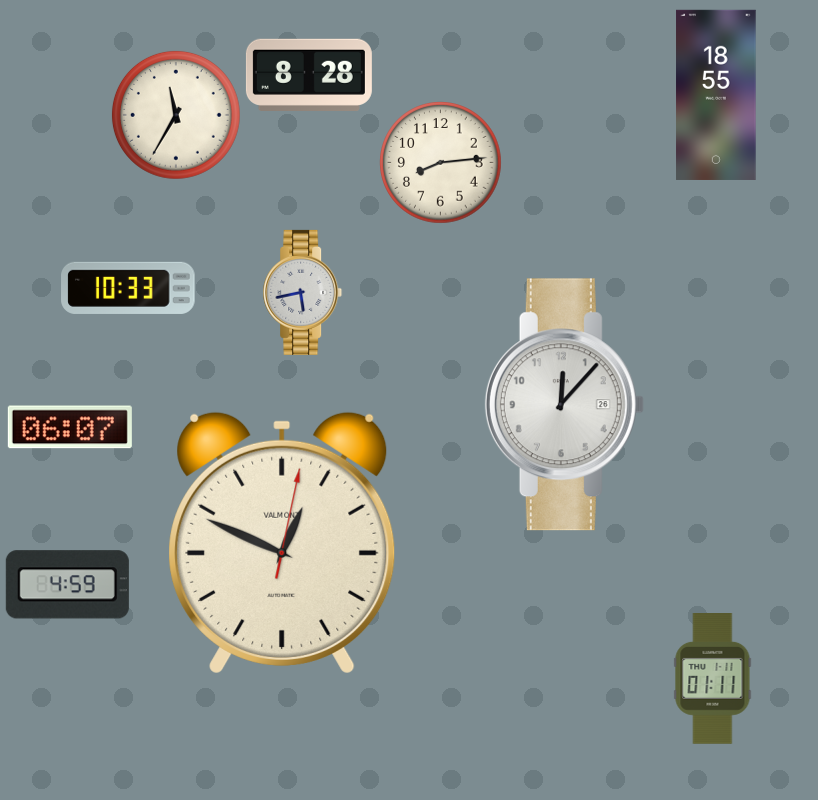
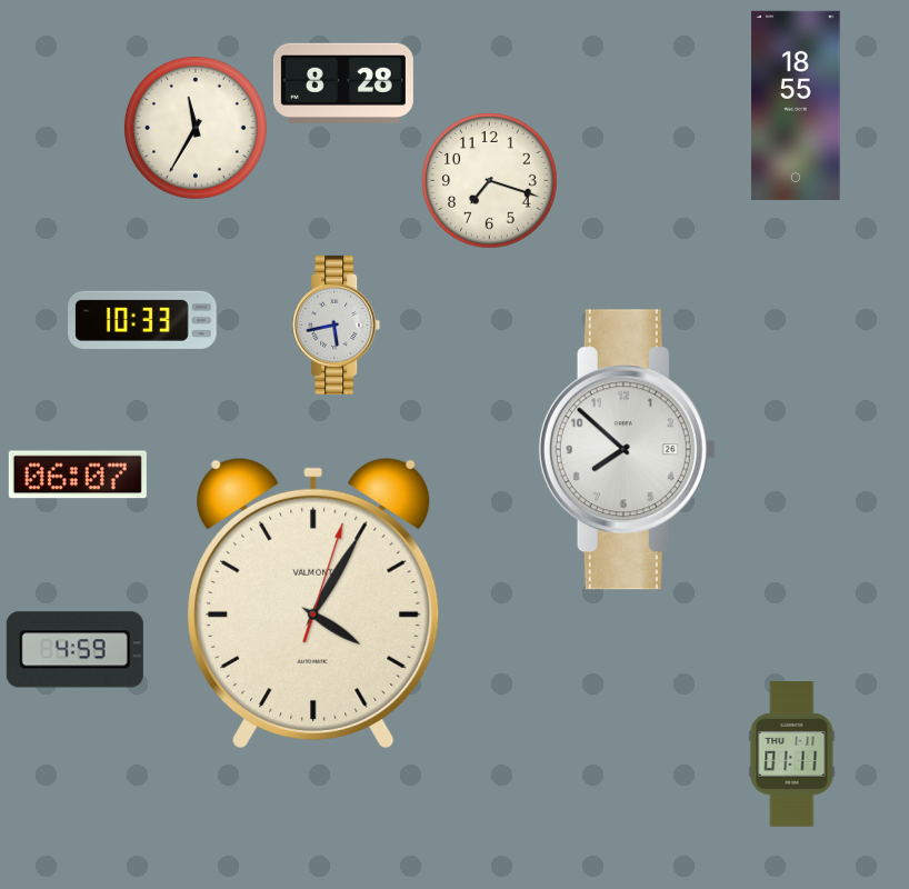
clock at (441, 163): 8:14 -> 7:18
clock at (564, 405): 12:07 -> 7:52
clock at (282, 543): 12:49 -> 4:05
